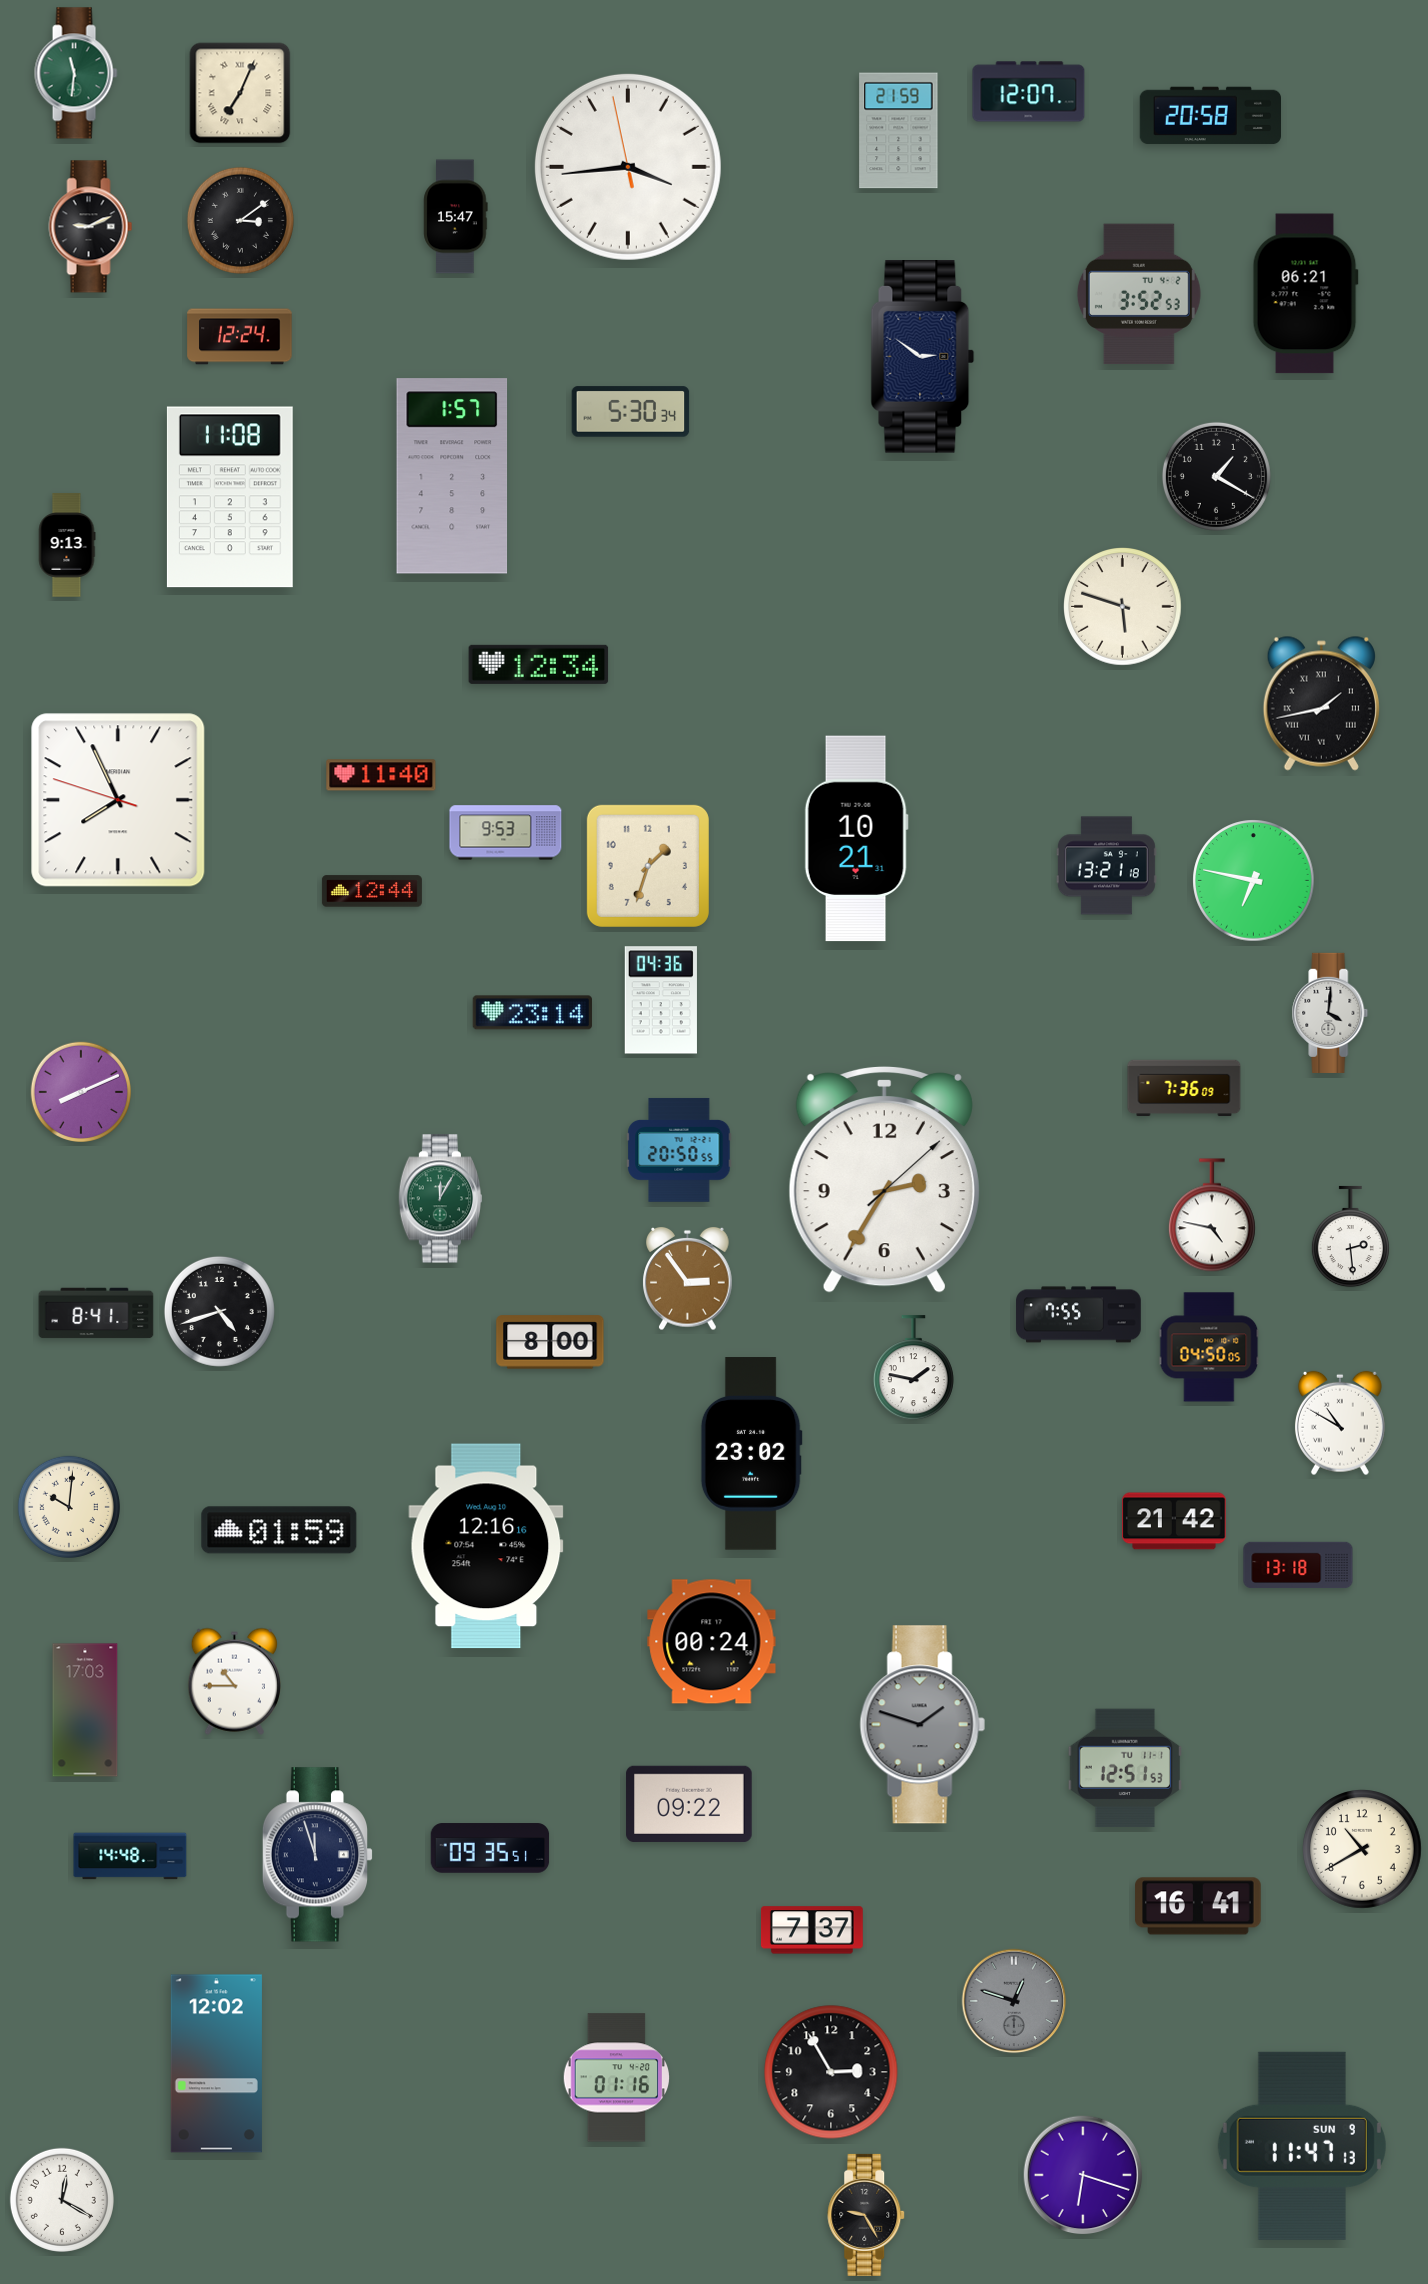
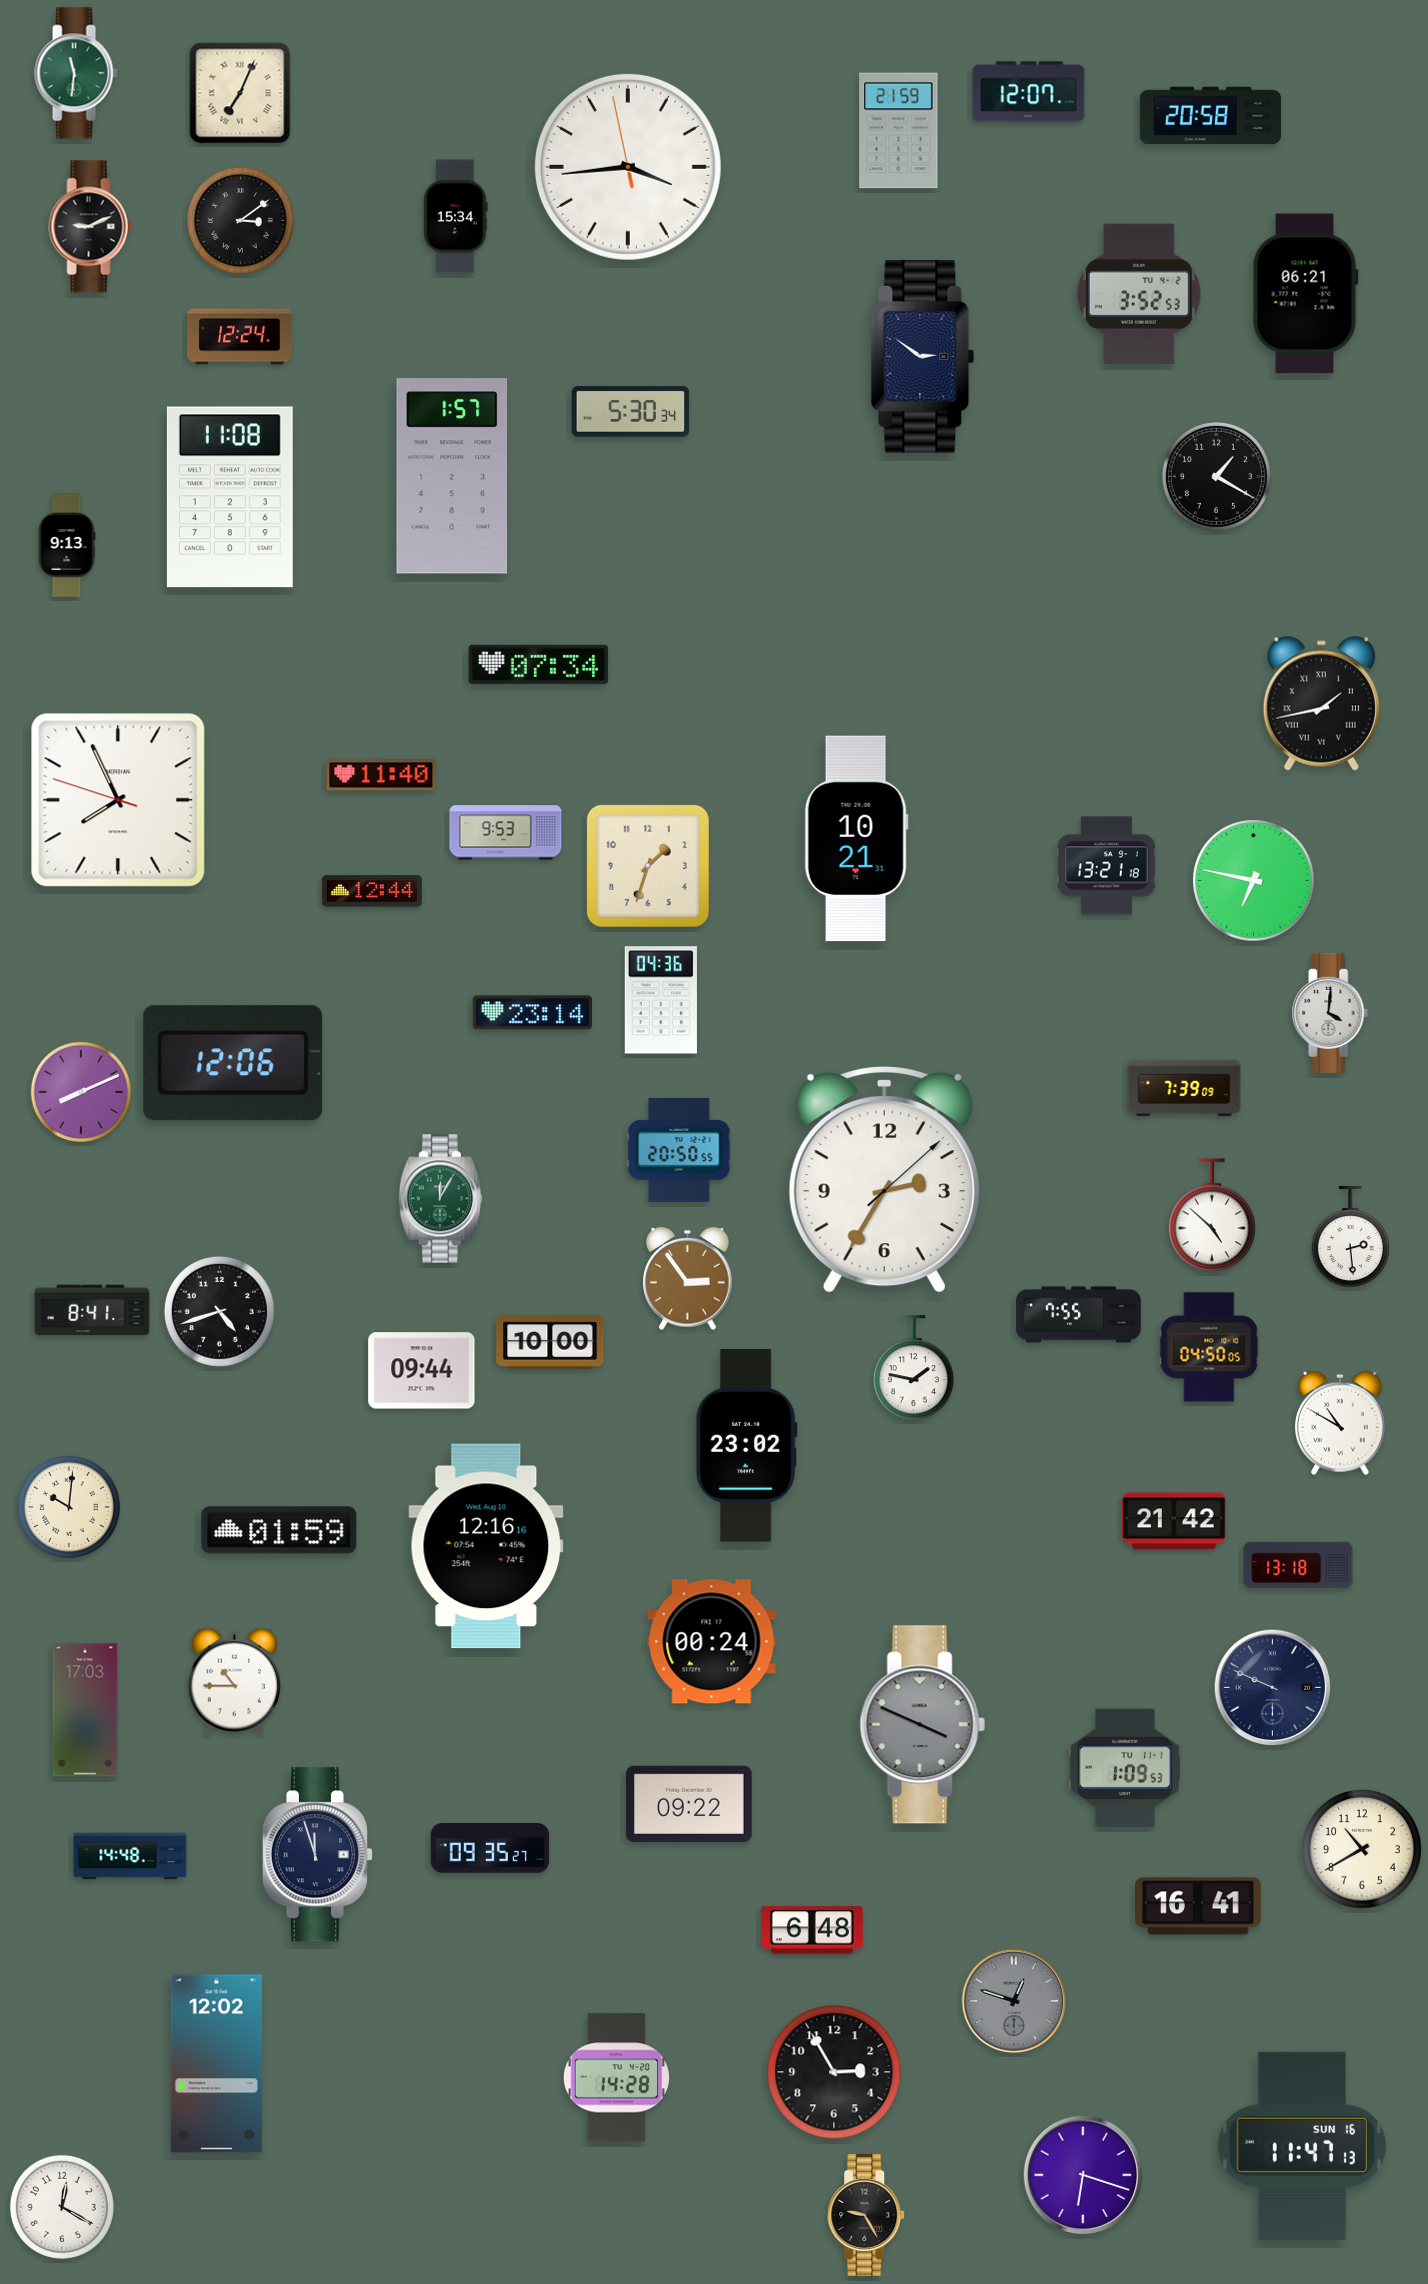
clock at (456, 217): 15:47 -> 15:34
clock at (1123, 607): 5:48 -> none
clock at (539, 664): 12:34 -> 07:34
clock at (233, 1063): none -> 12:06
clock at (1184, 1088): 7:36 -> 7:39
clock at (1212, 1215): 4:47 -> 4:52
clock at (96, 1313) position: (96, 1313) -> (92, 1310)
clock at (550, 1342): 8:00 -> 10:00
clock at (422, 1371): none -> 09:44
clock at (751, 1454) position: (751, 1454) -> (746, 1446)
clock at (1273, 1688): none -> 9:49
clock at (922, 1725): 1:48 -> 3:49
clock at (1124, 1768): 12:51 -> 1:09
clock at (490, 1848): 09:35:51 -> 09:35:27
clock at (812, 1930): 7:37 -> 6:48
clock at (831, 2072) position: (831, 2072) -> (834, 2072)
clock at (616, 2078): 01:16 -> 14:28
clock at (1302, 2146) date: SUN 9 -> SUN 16
clock at (62, 2200) position: (62, 2200) -> (62, 2207)
